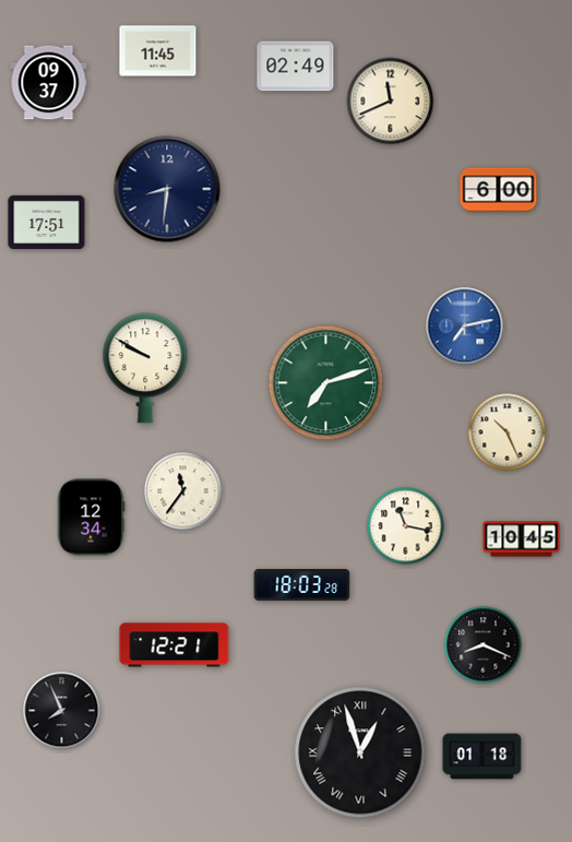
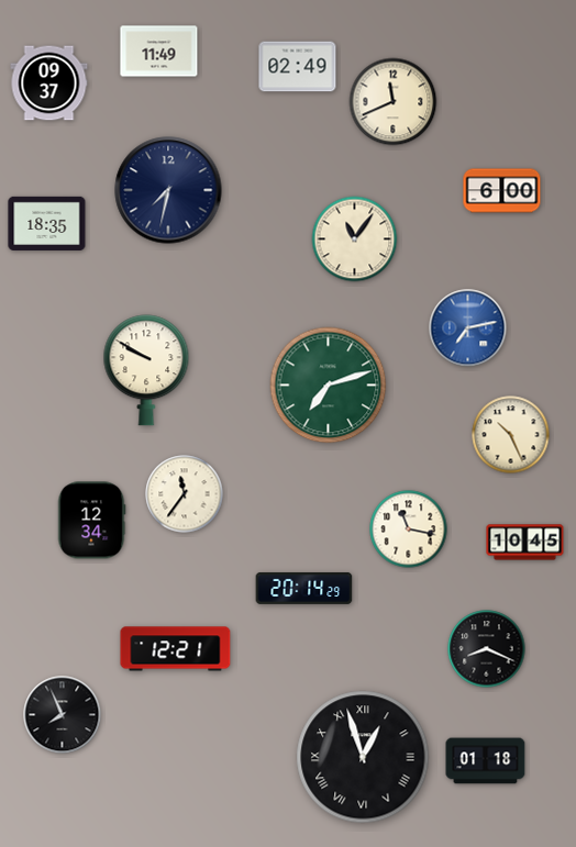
clock at (158, 51): 11:45 -> 11:49
clock at (167, 189): 8:31 -> 7:32
clock at (47, 222): 17:51 -> 18:35
clock at (355, 239): none -> 11:06
clock at (302, 584): 18:03 -> 20:14
